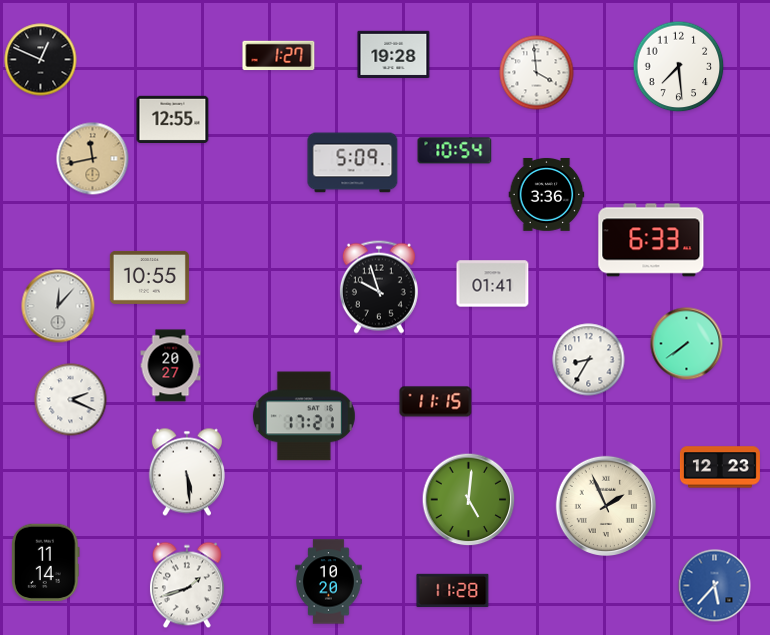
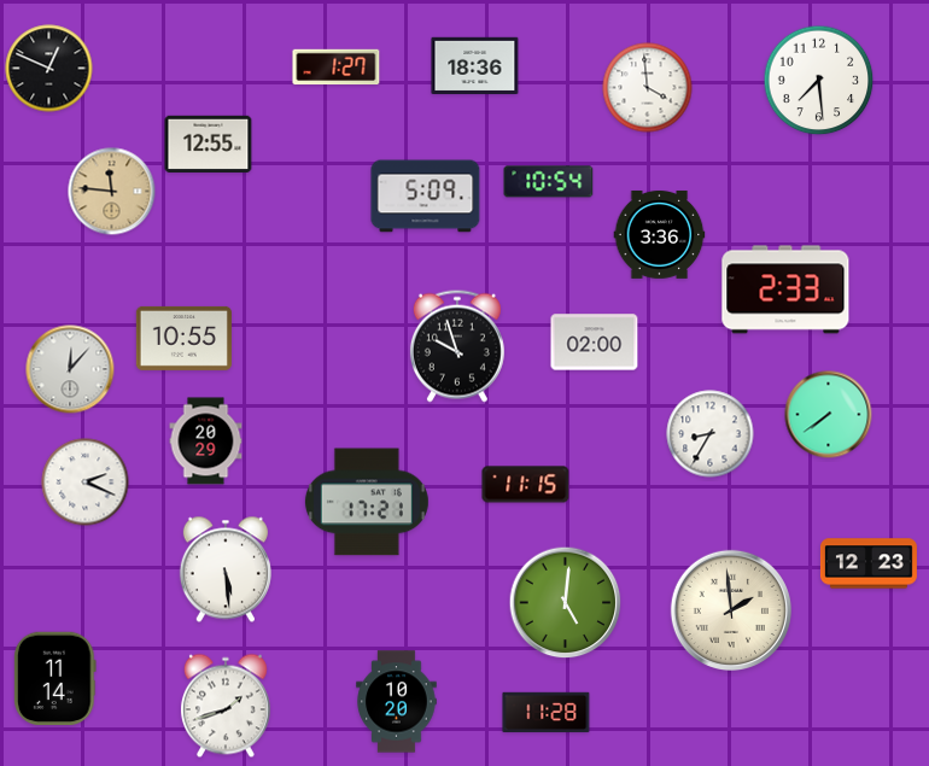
clock at (394, 55): 19:28 -> 18:36
clock at (41, 60) position: (41, 60) -> (49, 69)
clock at (93, 159): 11:43 -> 11:46
clock at (651, 240): 6:33 -> 2:33
clock at (149, 277) position: (149, 277) -> (183, 338)
clock at (493, 284): 01:41 -> 02:00
clock at (171, 366): 20:27 -> 20:29
clock at (605, 505): 1:56 -> 1:59
clock at (715, 586): 5:37 -> none
